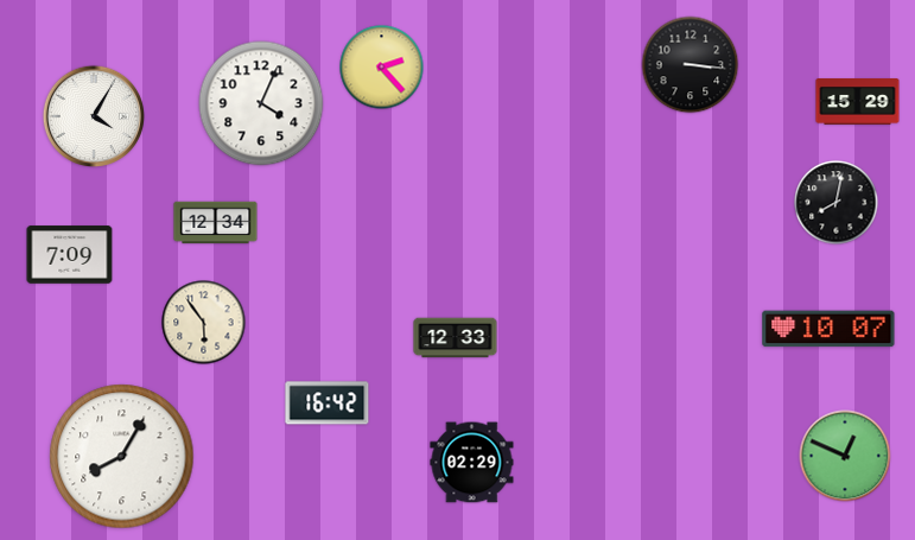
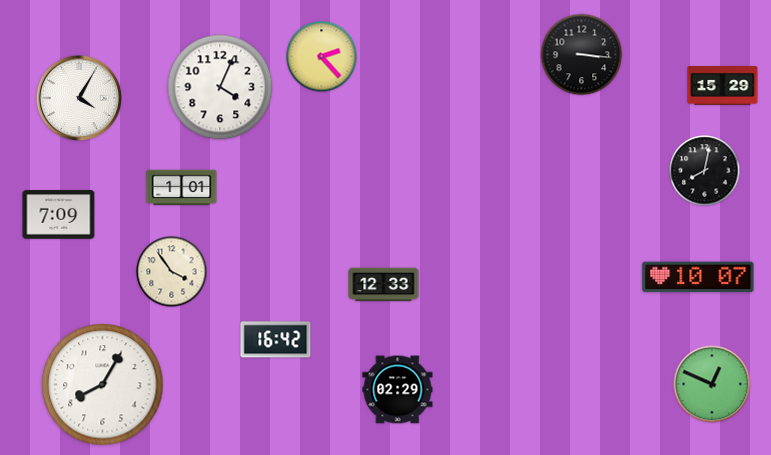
clock at (216, 223): 12:34 -> 1:01
clock at (204, 323): 5:54 -> 3:54
